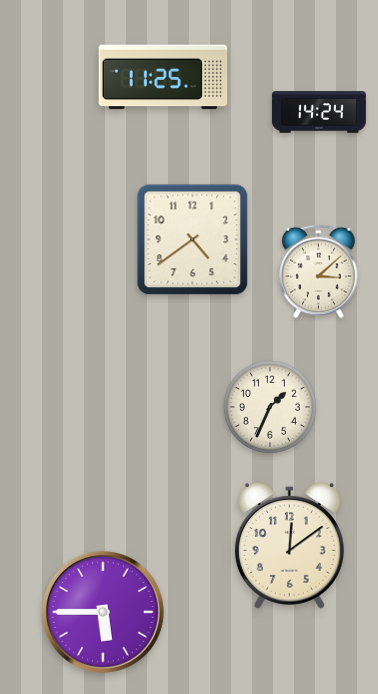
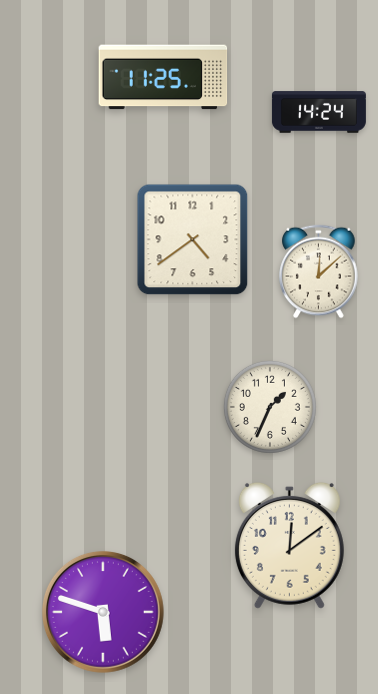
clock at (319, 272): 3:08 -> 12:08
clock at (103, 612): 5:45 -> 5:48
